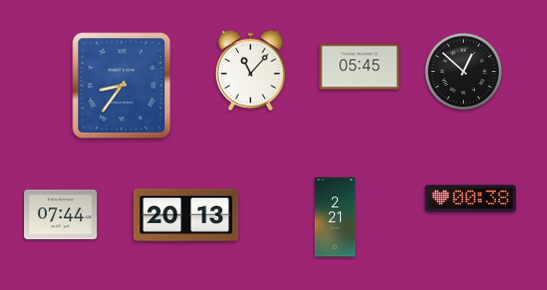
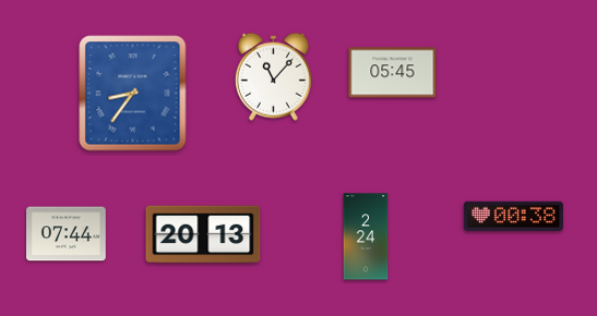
clock at (464, 72): 12:52 -> none
clock at (335, 217): 2:21 -> 2:24
